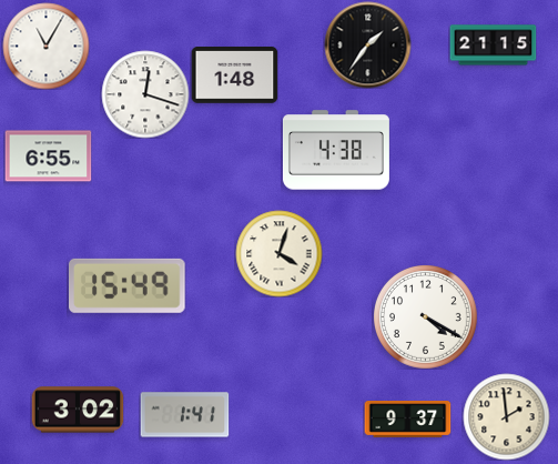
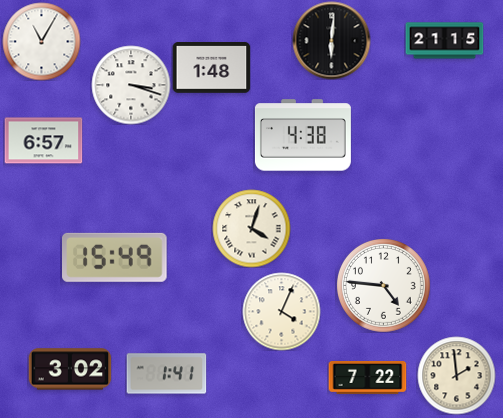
clock at (367, 44): 1:36 -> 6:01
clock at (145, 94): 12:18 -> 3:18
clock at (48, 157): 6:55 -> 6:57
clock at (426, 317): 4:20 -> 4:46
clock at (281, 311): none -> 4:04
clock at (407, 420): 9:37 -> 7:22
